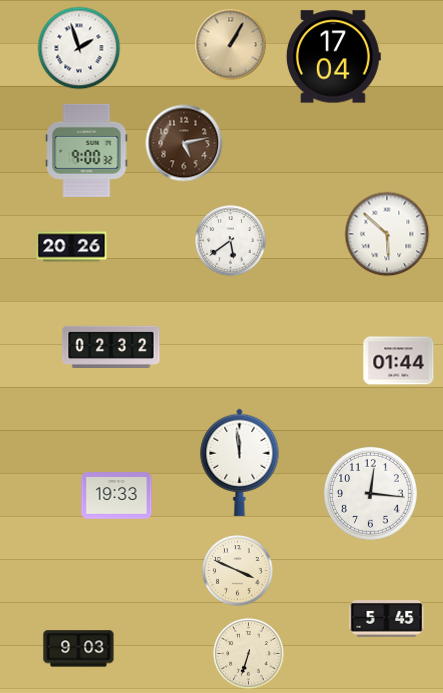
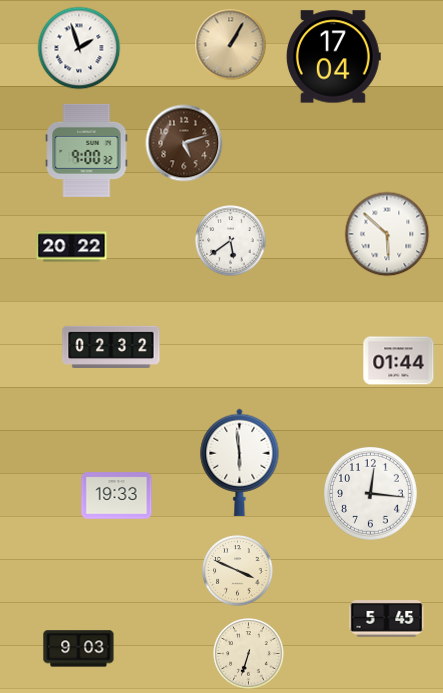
clock at (184, 143): 5:13 -> 5:12
clock at (72, 247): 20:26 -> 20:22
clock at (240, 462): 11:59 -> 5:59
